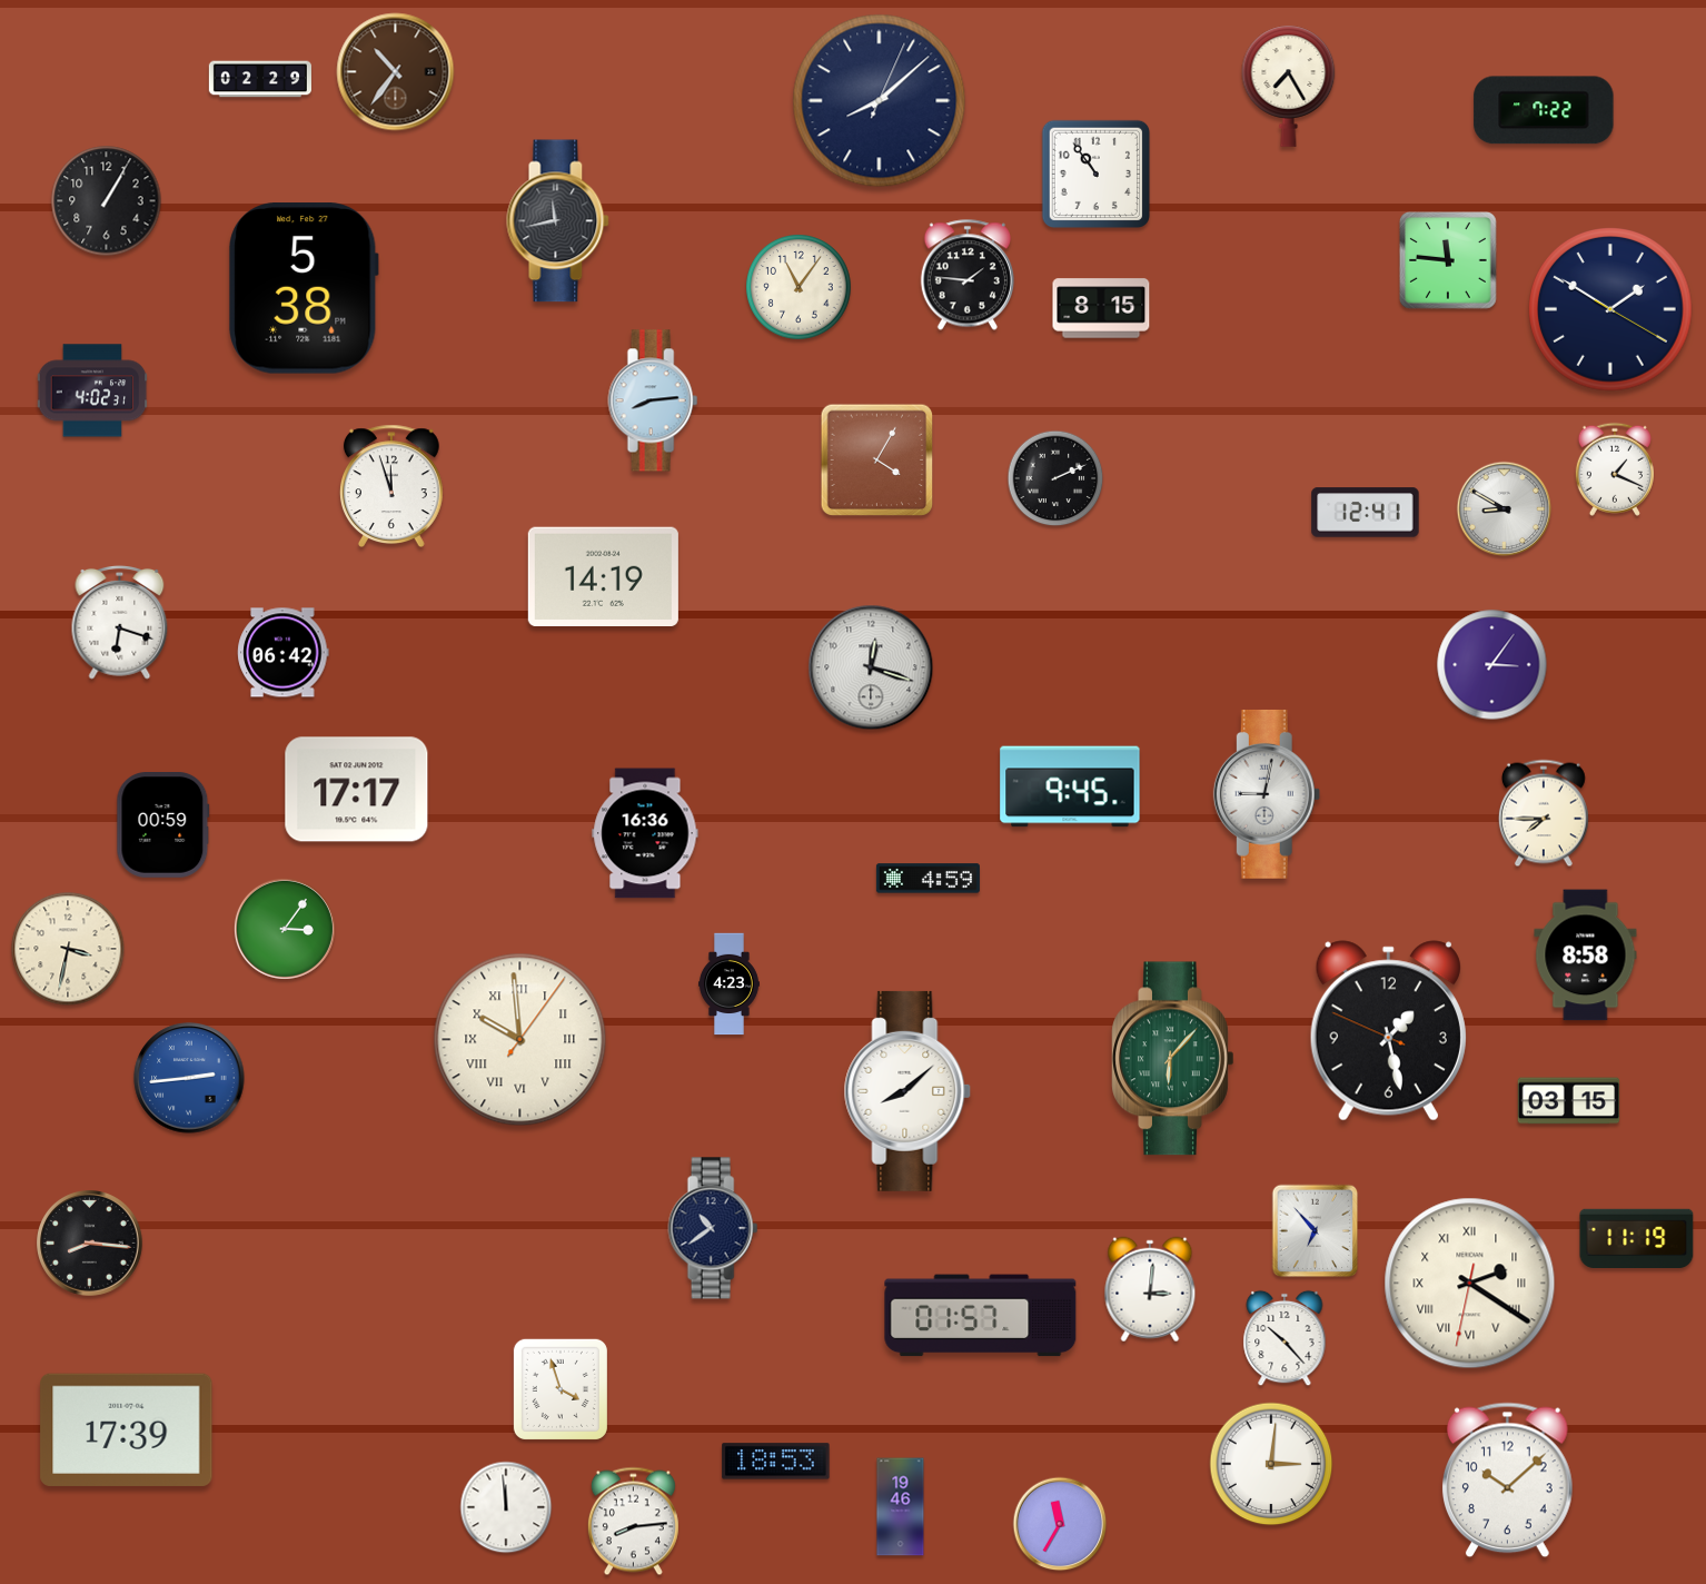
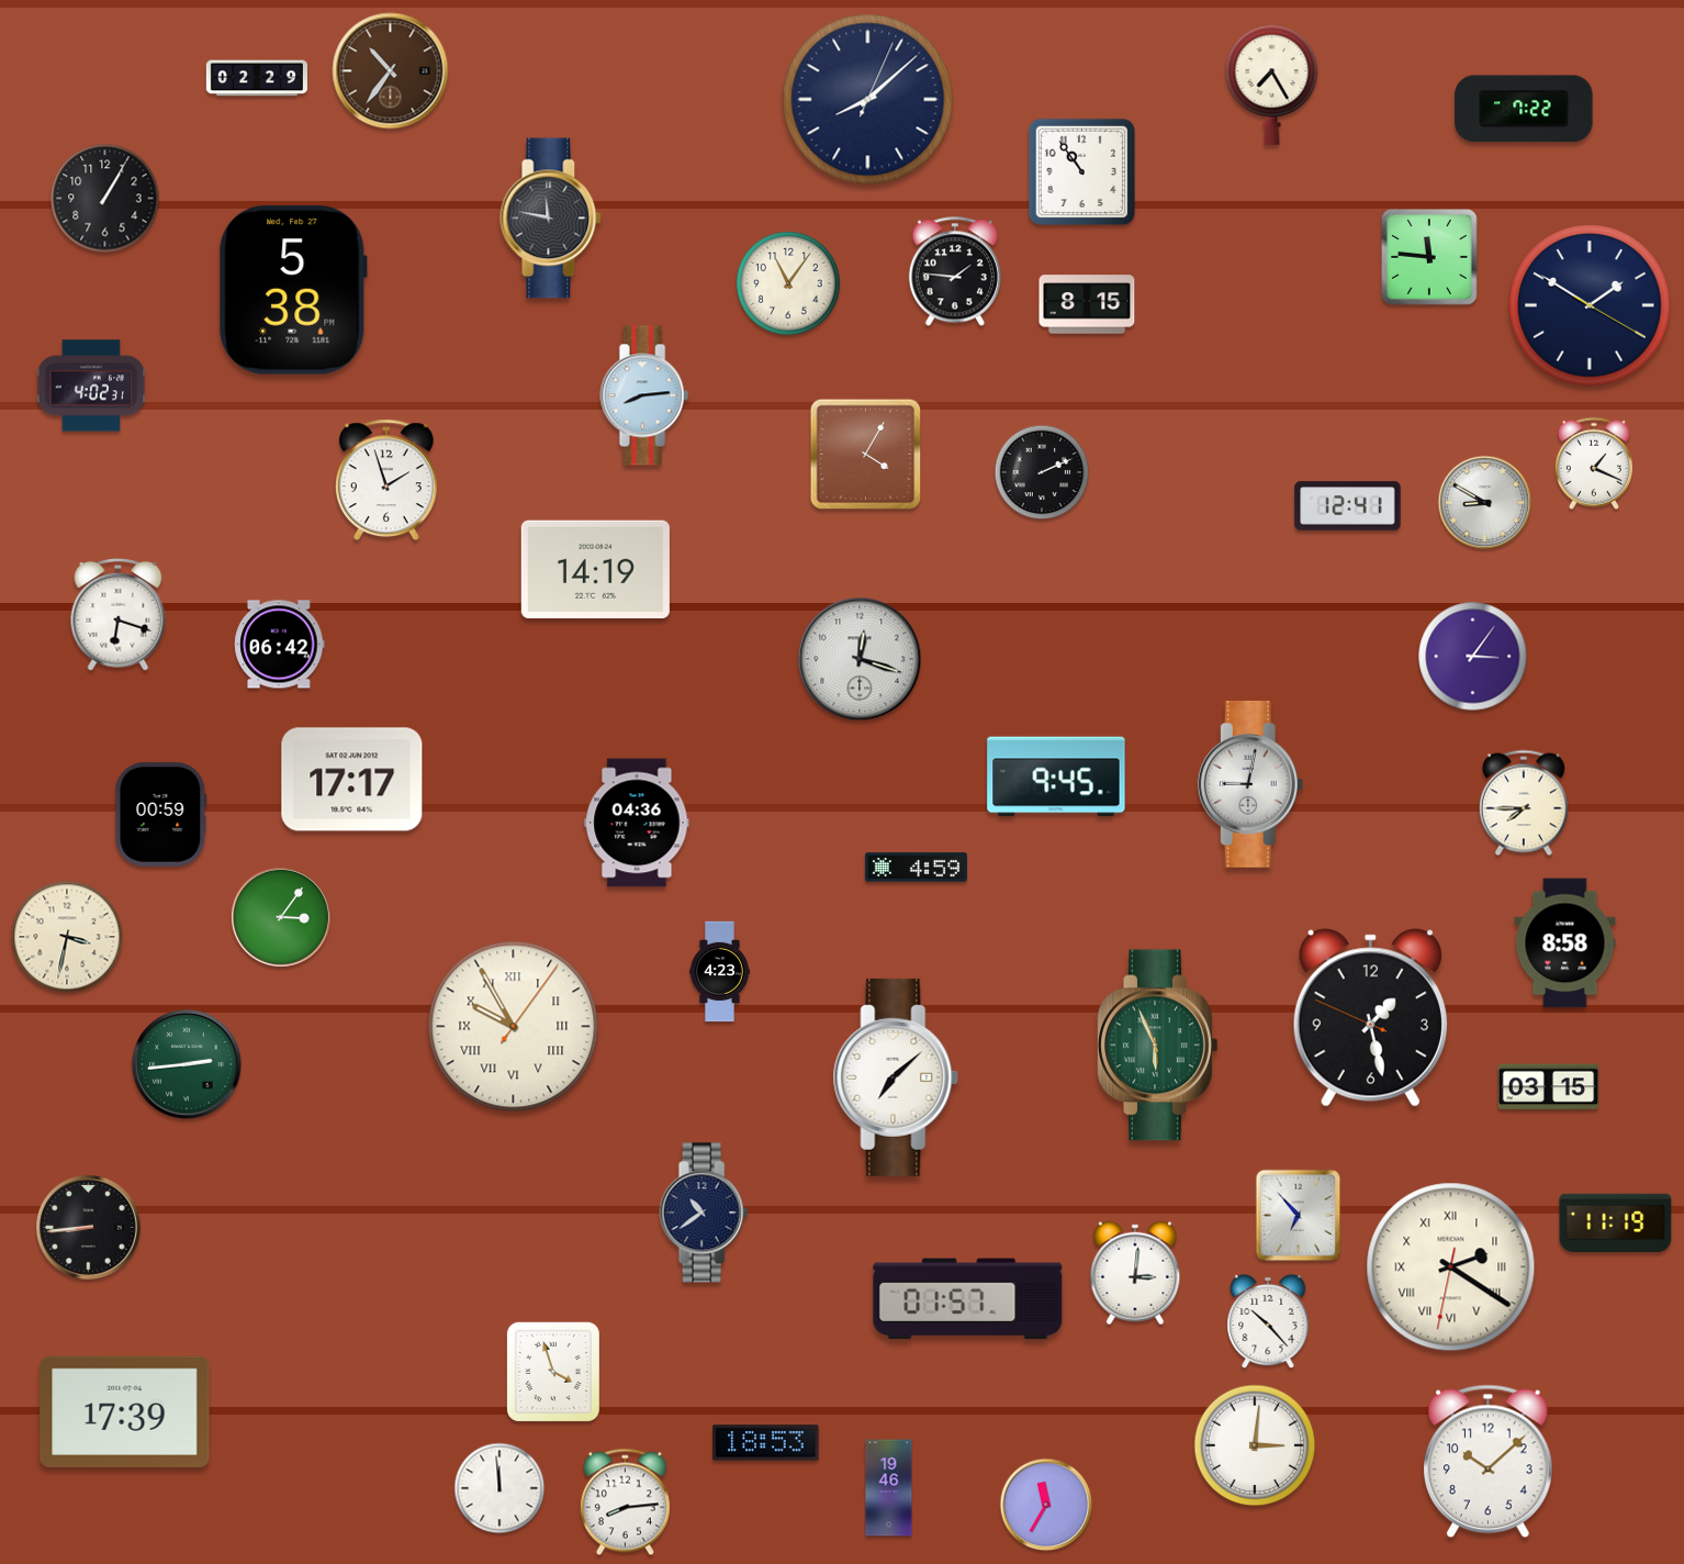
clock at (558, 221): 11:43 -> 11:47
clock at (305, 288) position: (305, 288) -> (294, 290)
clock at (391, 485): 11:57 -> 1:57
clock at (645, 833): 16:36 -> 04:36
clock at (520, 1040): 9:59 -> 9:55
clock at (1173, 1059): 6:07 -> 5:56
clock at (189, 1078) dial: blue -> green
clock at (907, 1091): 8:08 -> 7:08
clock at (90, 1244): 8:16 -> 8:44
